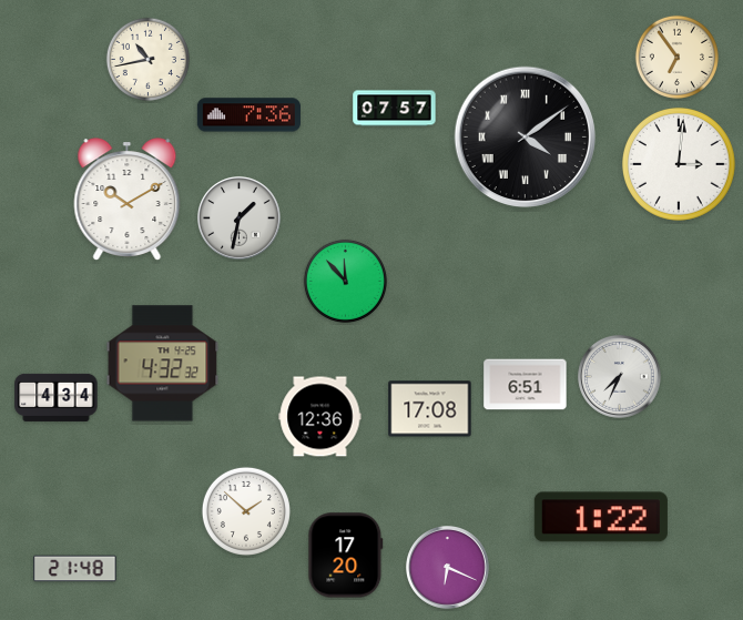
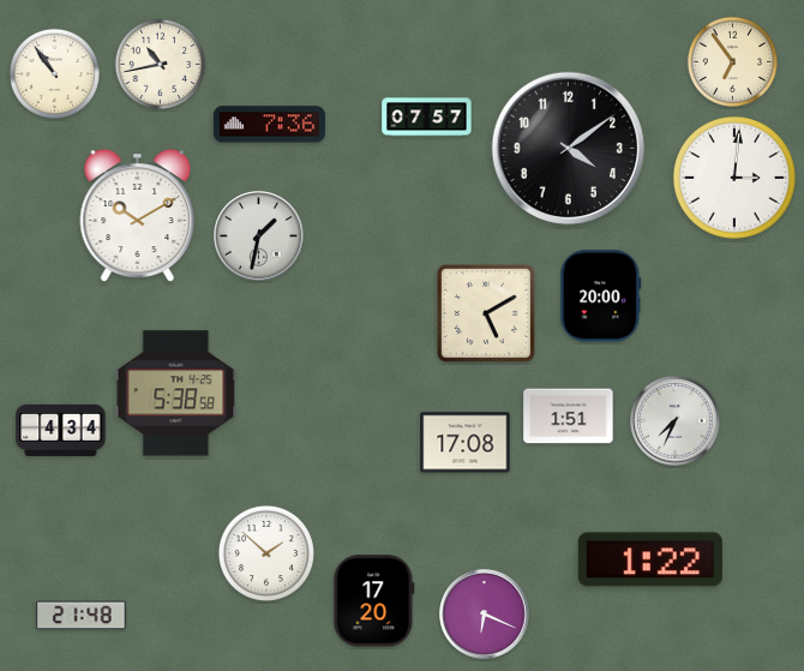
clock at (54, 73): none -> 10:54
clock at (526, 138) numerals: Roman -> Arabic
clock at (601, 296): none -> 20:00
clock at (345, 281): 11:53 -> none
clock at (486, 313): none -> 5:10
clock at (163, 364): 4:32 -> 5:38
clock at (620, 377) position: (620, 377) -> (676, 421)
clock at (526, 385): 6:51 -> 1:51
clock at (320, 417): 12:36 -> none
